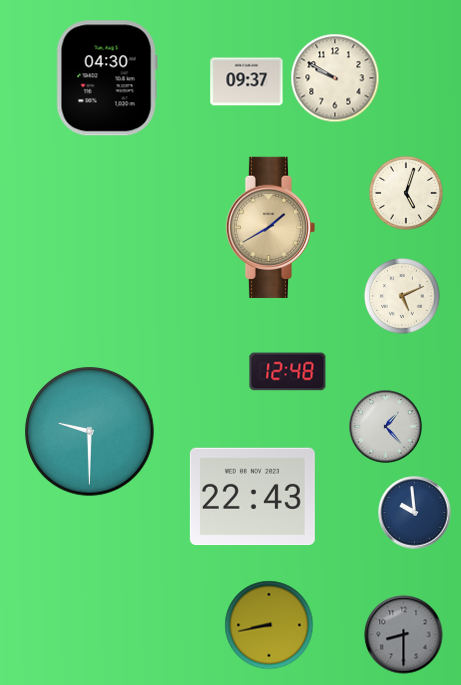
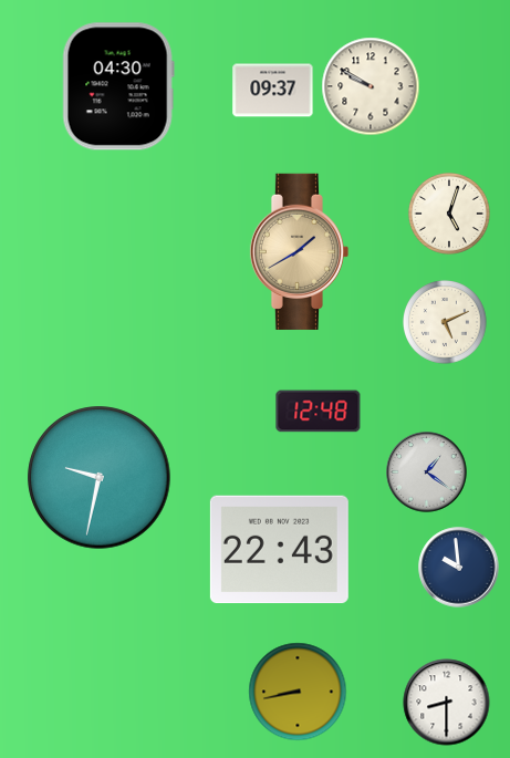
clock at (403, 297) position: (403, 297) -> (446, 323)
clock at (386, 427): 1:23 -> 1:21
clock at (90, 432): 9:30 -> 9:32
clock at (404, 635) dial: grey -> white
